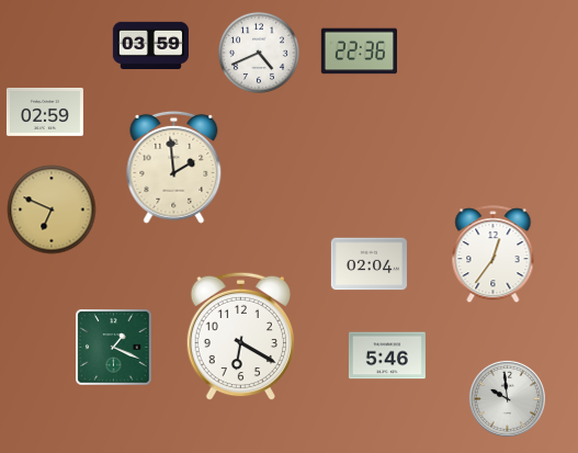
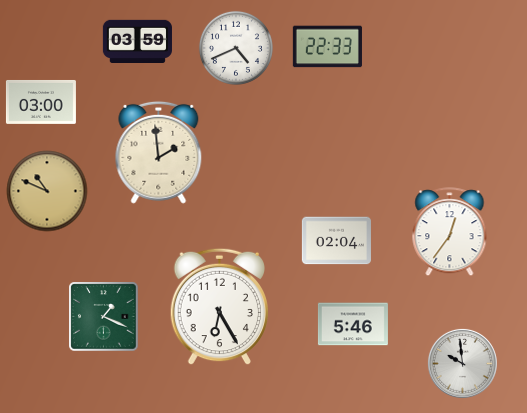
clock at (359, 52): 22:36 -> 22:33
clock at (45, 112): 02:59 -> 03:00
clock at (52, 209): 6:49 -> 10:49
clock at (240, 337): 6:20 -> 6:25
